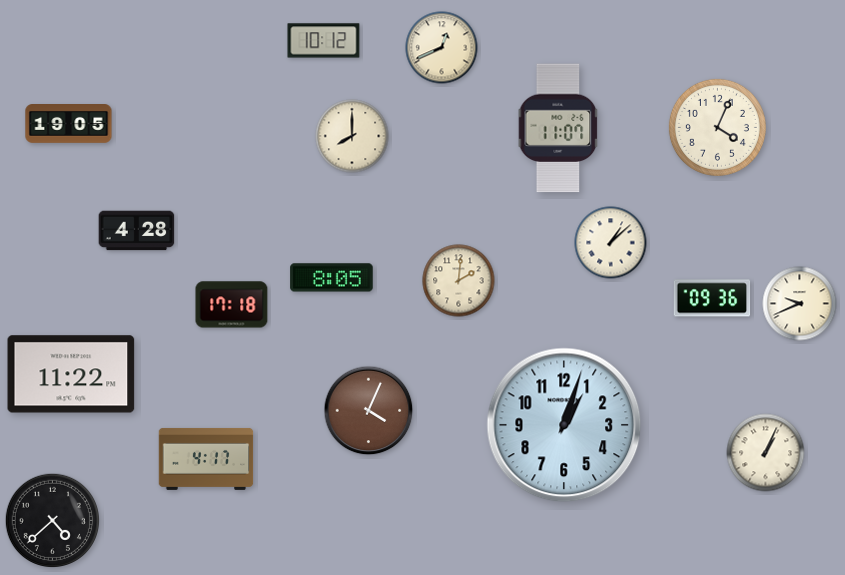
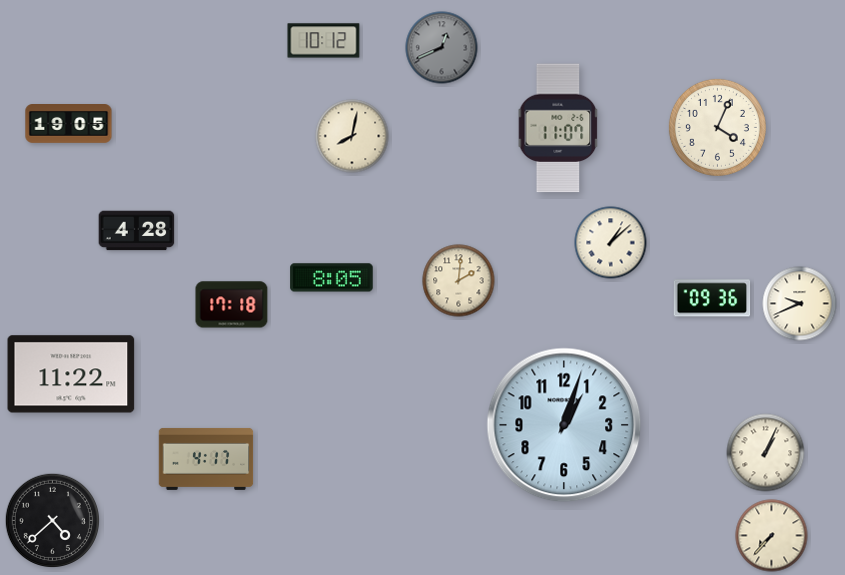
clock at (442, 48) dial: cream -> grey
clock at (352, 136): 8:00 -> 8:02
clock at (369, 411): 4:04 -> none
clock at (772, 536): none -> 7:37
